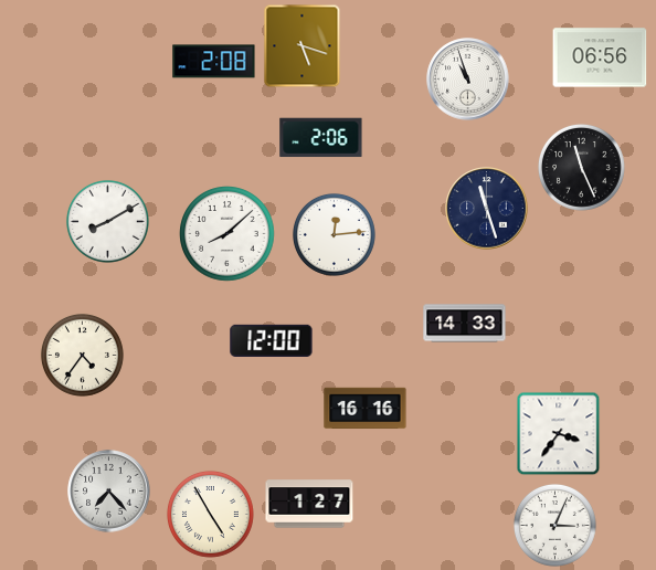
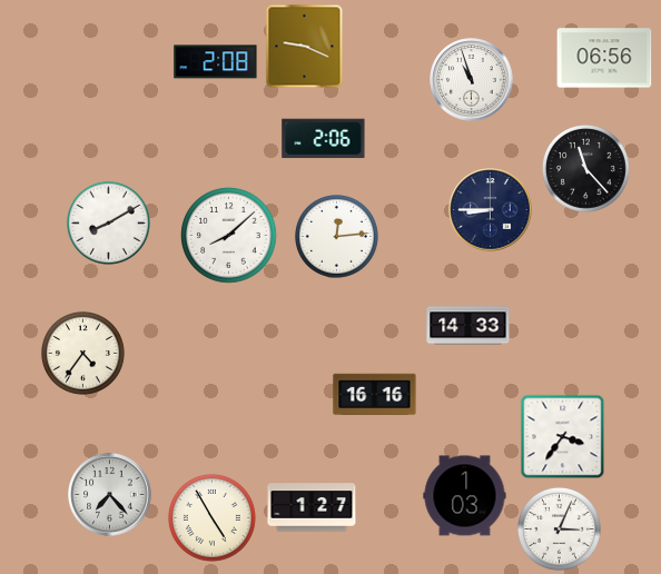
clock at (303, 46): 5:18 -> 9:19
clock at (581, 167): 11:26 -> 11:23
clock at (487, 209): 11:27 -> 8:45
clock at (272, 340): 12:00 -> none
clock at (82, 355) position: (82, 355) -> (82, 353)
clock at (366, 409) position: (366, 409) -> (375, 395)
clock at (465, 496): none -> 1:03
